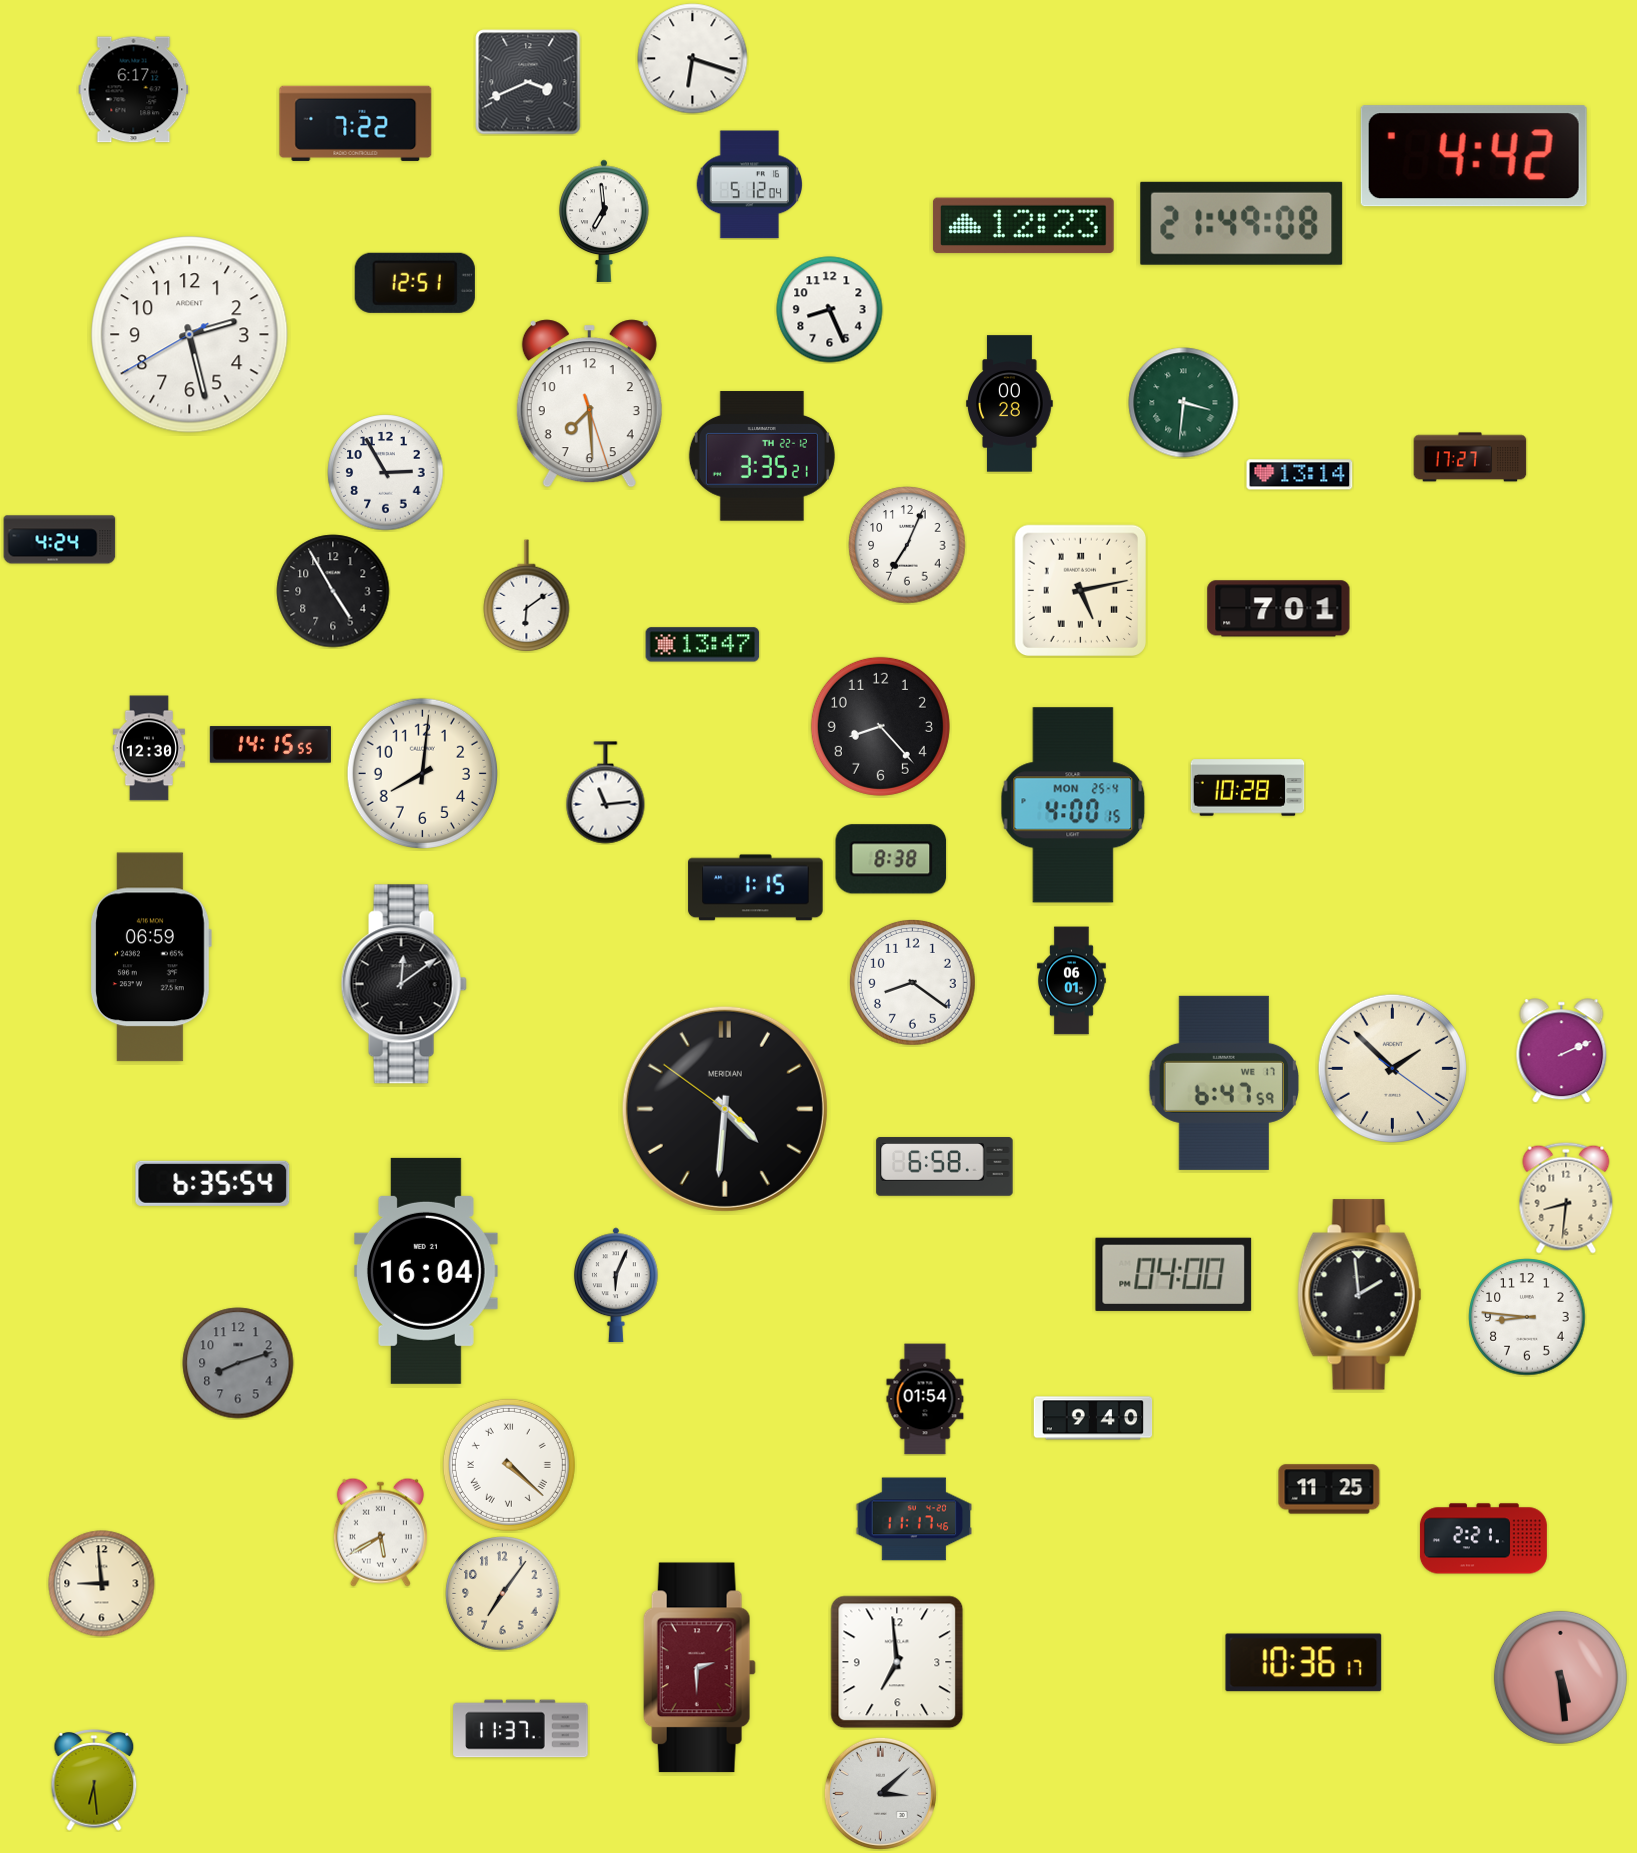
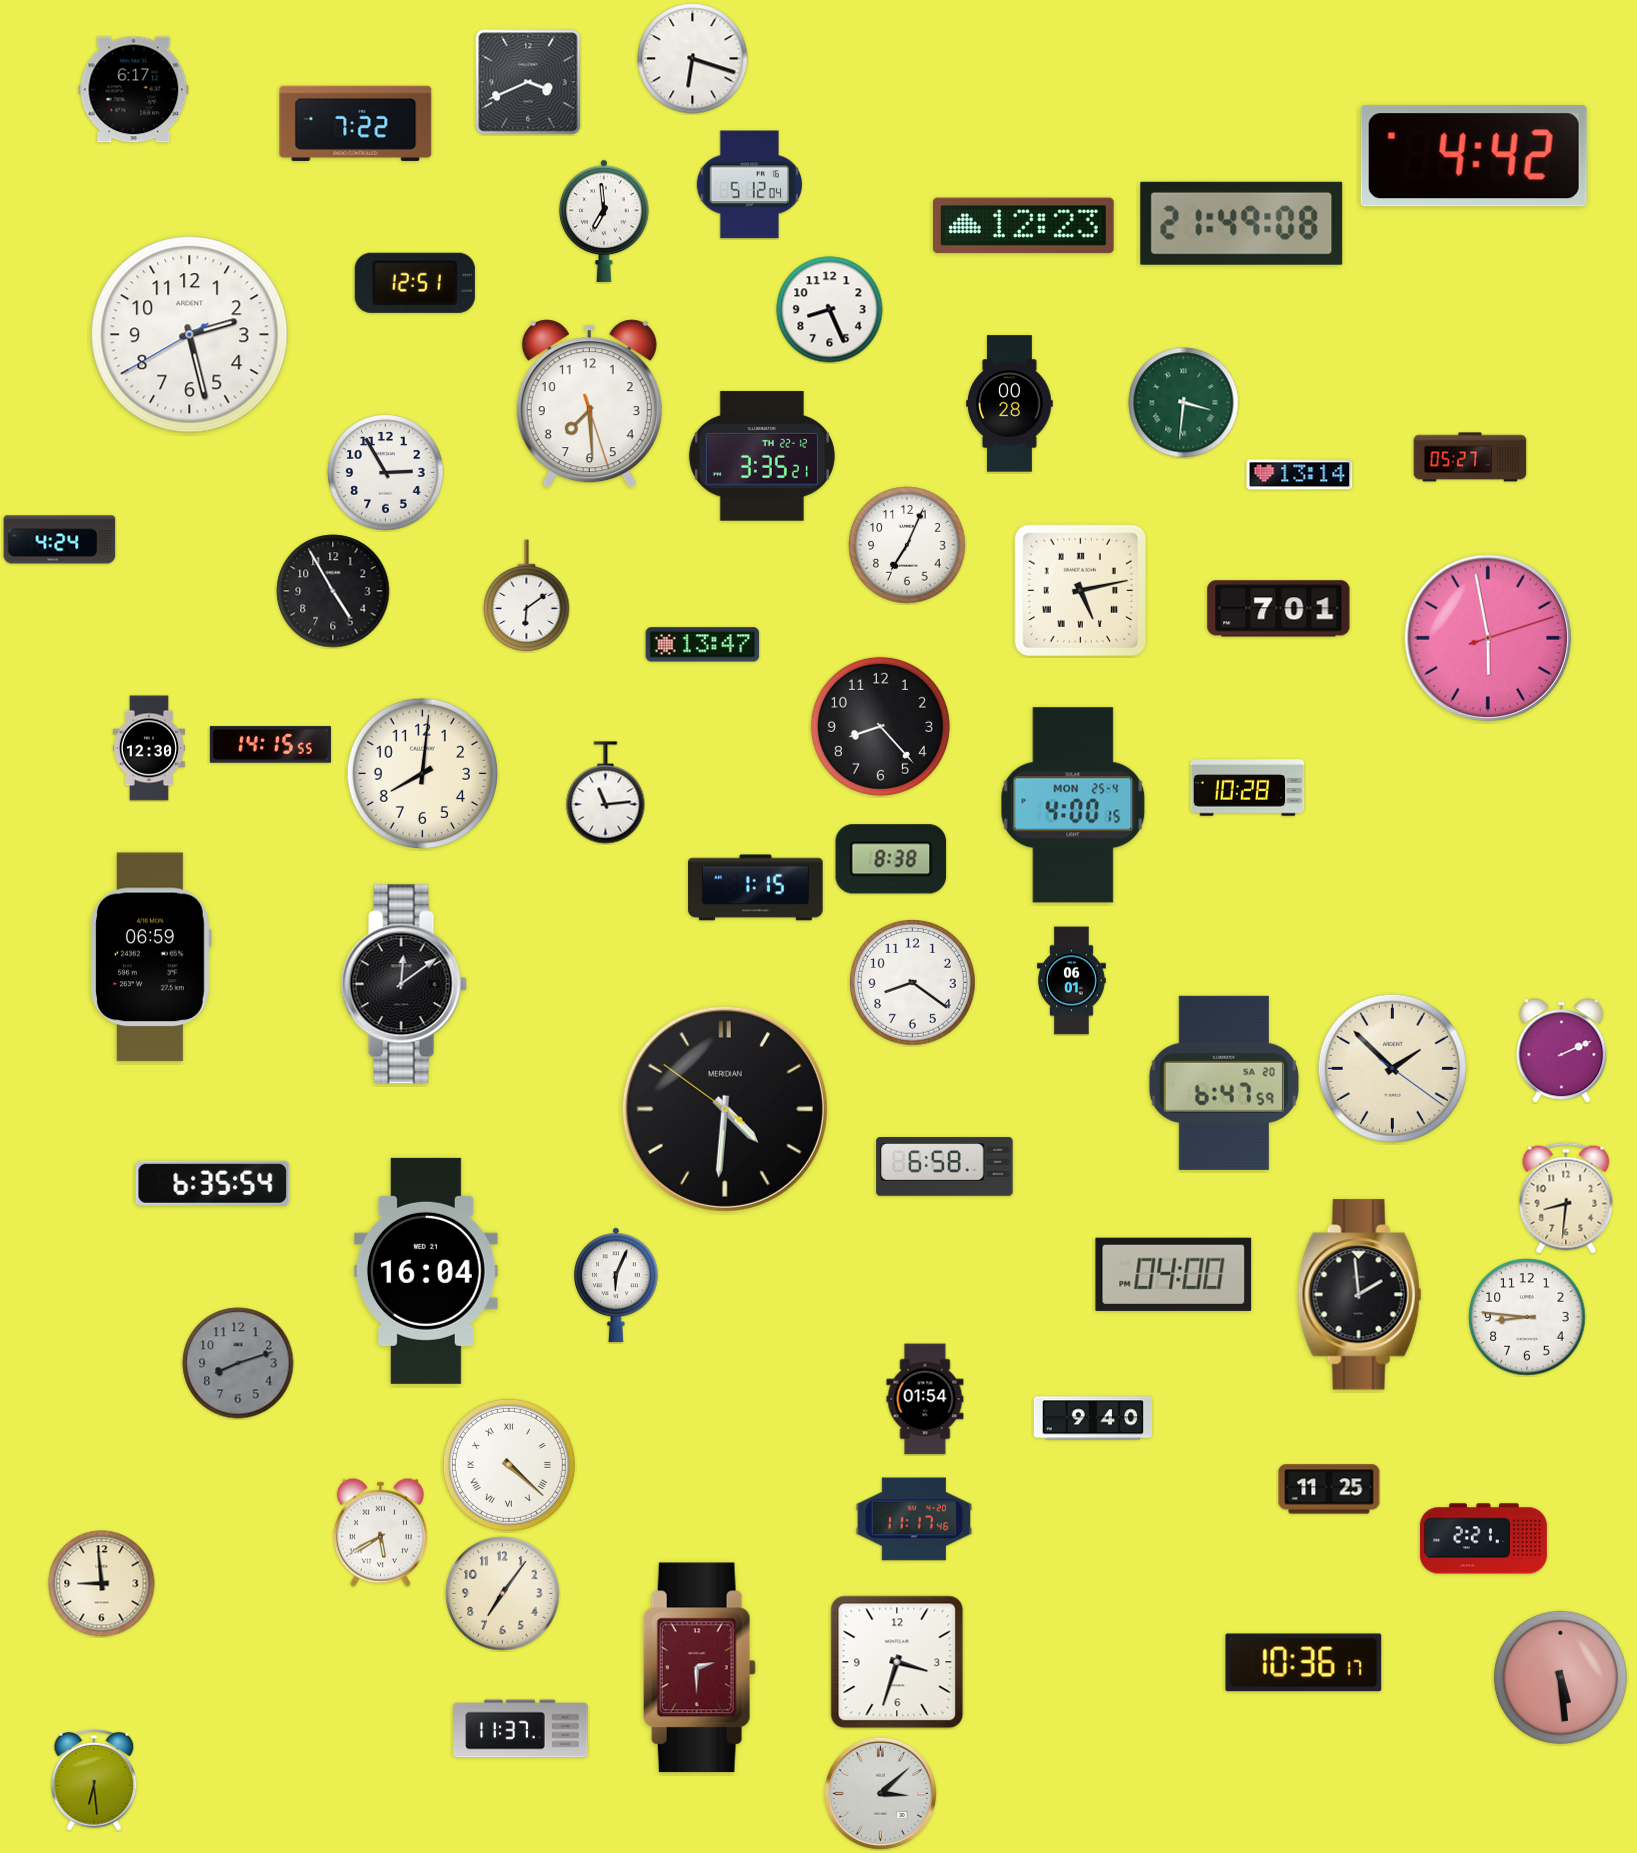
clock at (1470, 457): 17:27 -> 05:27
clock at (1488, 638): none -> 5:58
clock at (1223, 1083) date: WE 17 -> SA 20
clock at (897, 1662): 6:59 -> 3:33
